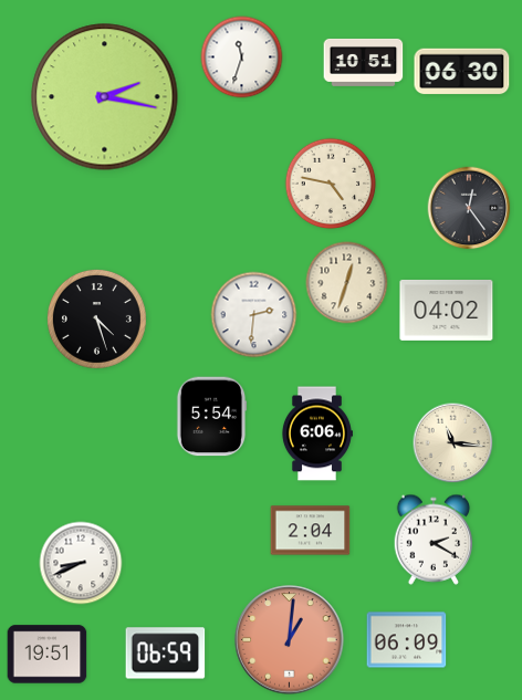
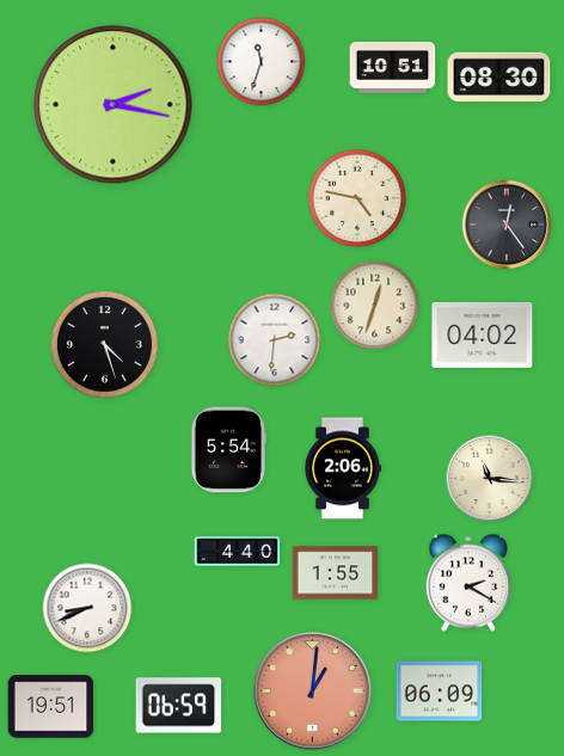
clock at (462, 72): 06:30 -> 08:30
clock at (316, 433): 6:06 -> 2:06
clock at (238, 552): none -> 4:40
clock at (311, 531): 2:04 -> 1:55
